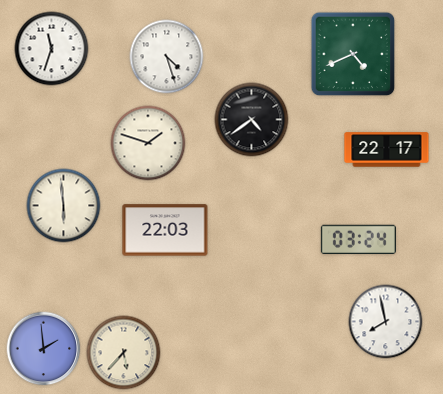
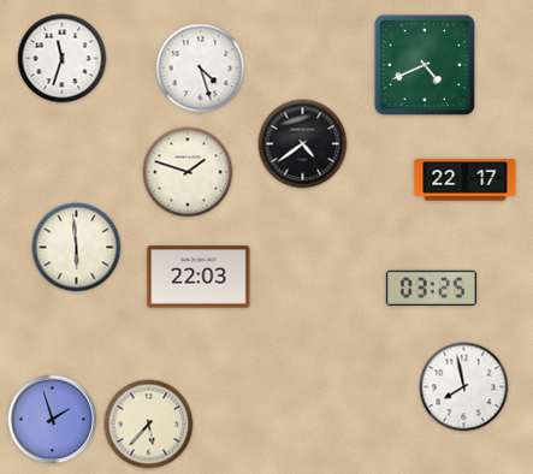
clock at (148, 143) position: (148, 143) -> (188, 172)
clock at (358, 239): 03:24 -> 03:25
clock at (44, 349): 1:59 -> 1:57
